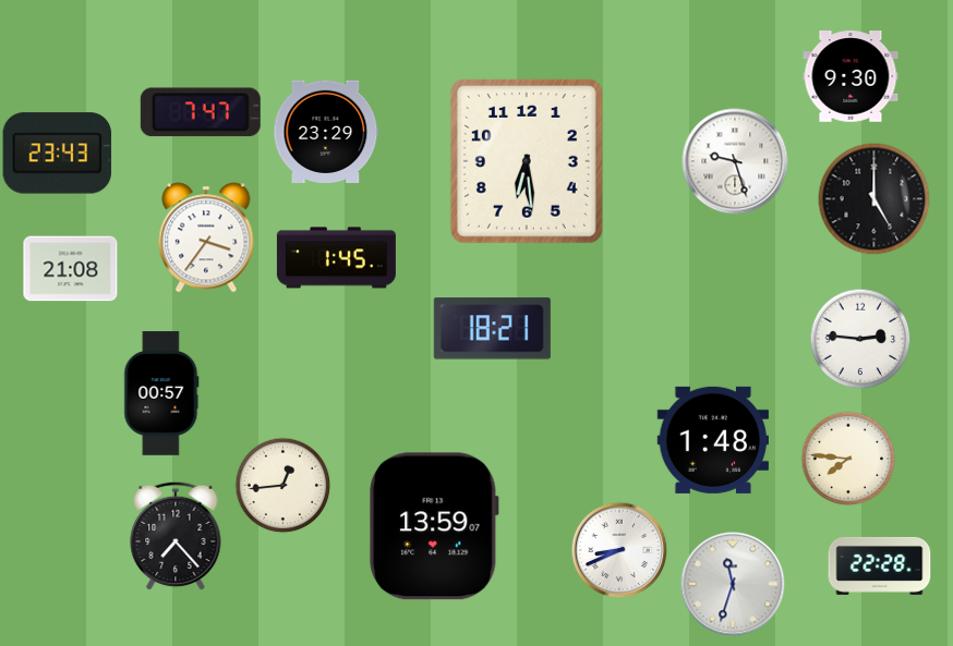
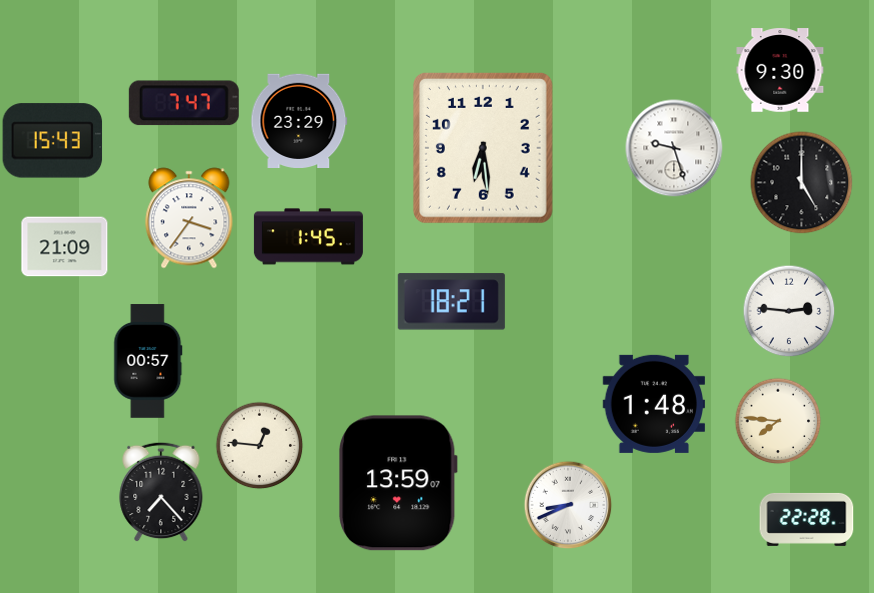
clock at (58, 154): 23:43 -> 15:43
clock at (71, 269): 21:08 -> 21:09
clock at (282, 485): 12:44 -> 12:46
clock at (733, 584): 11:33 -> none
